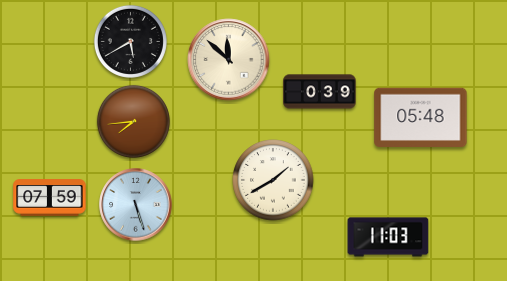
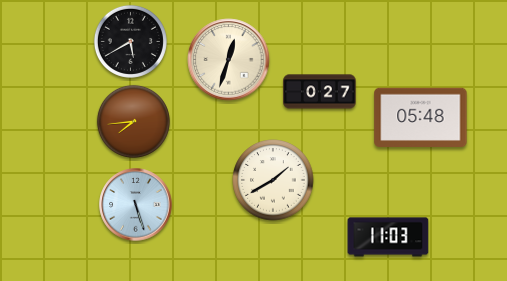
clock at (229, 60): 11:52 -> 12:33
clock at (320, 92): 0:39 -> 0:27
clock at (50, 198): 07:59 -> none
